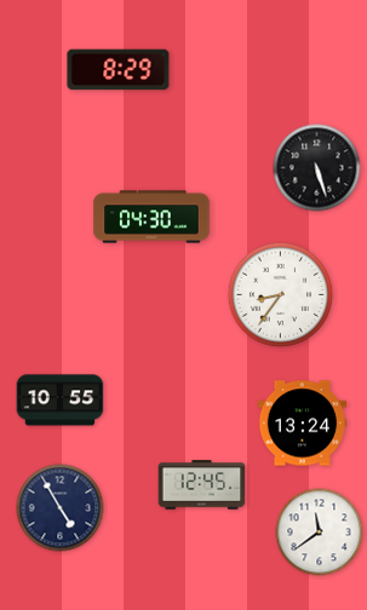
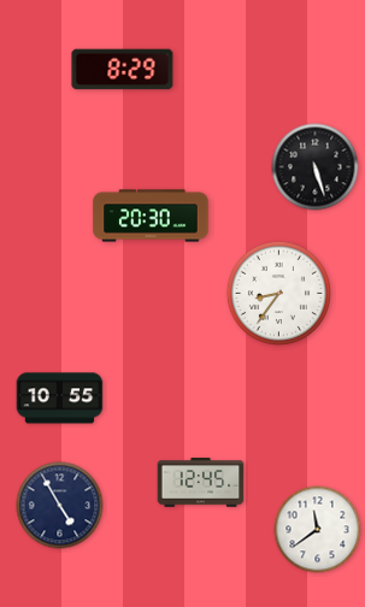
clock at (119, 70) position: (119, 70) -> (123, 70)
clock at (151, 217): 04:30 -> 20:30
clock at (303, 424): 13:24 -> none
